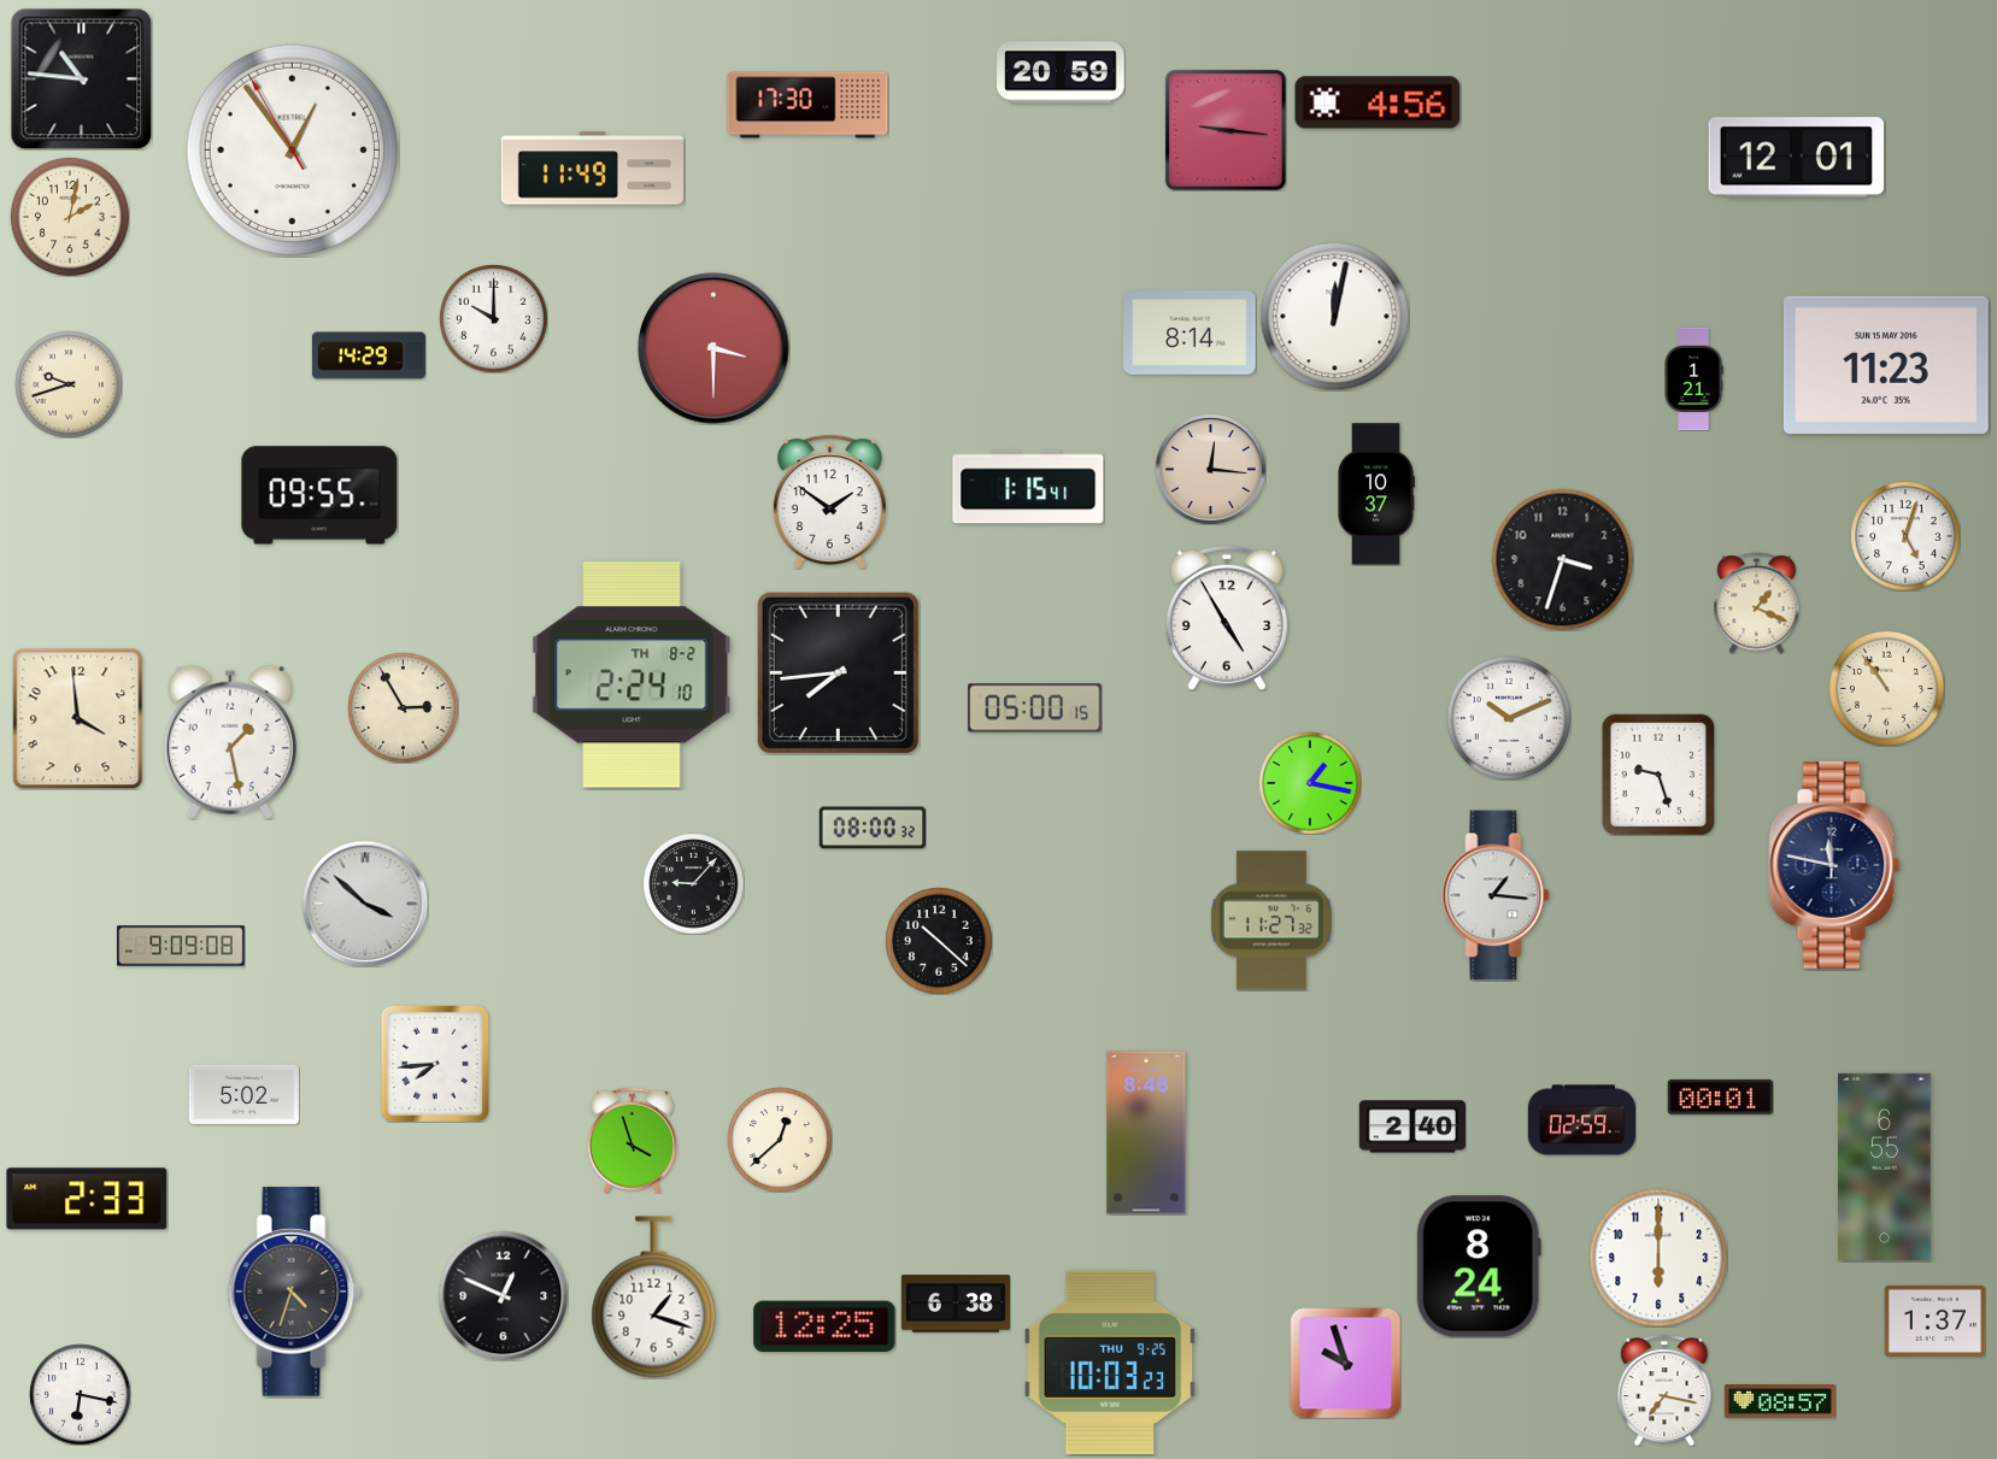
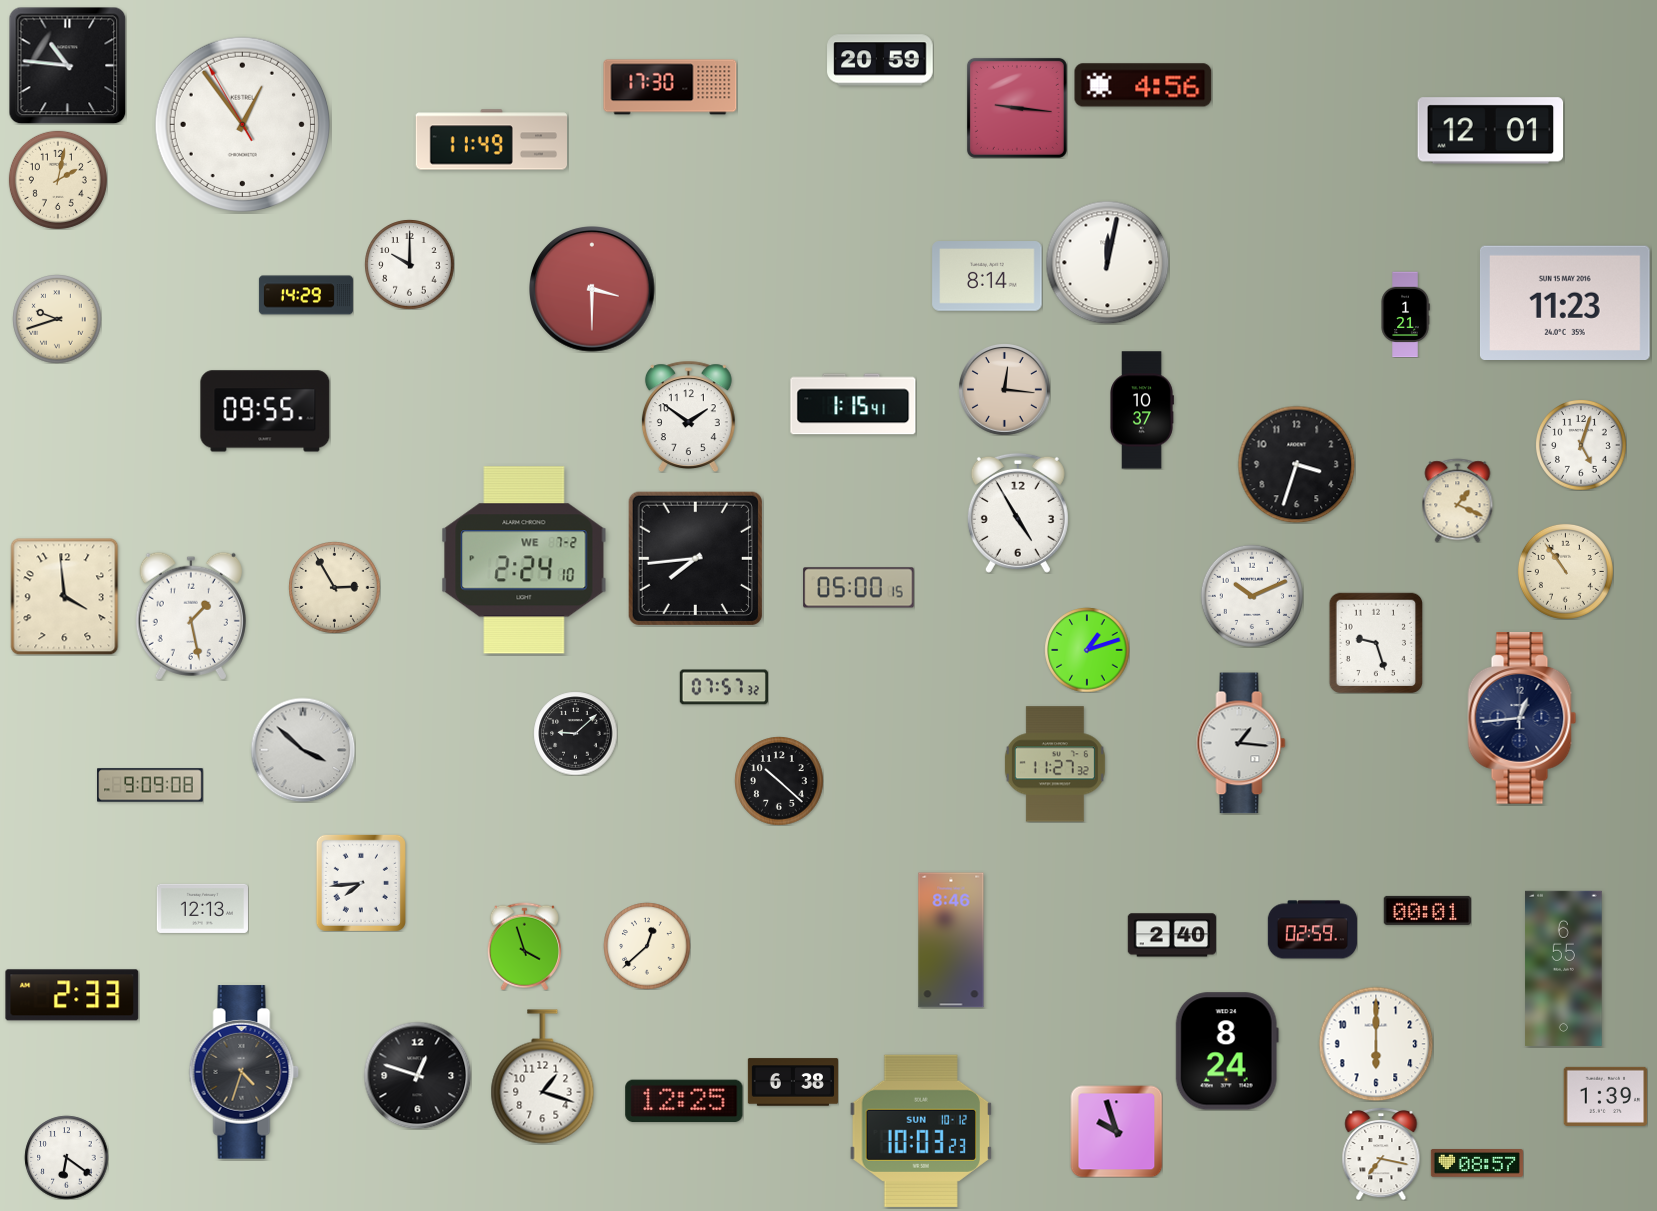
clock at (632, 675) date: TH 8-2 -> WE 7-2
clock at (1310, 783): 1:17 -> 1:12
clock at (871, 828): 08:00 -> 07:57
clock at (1834, 865): 11:47 -> 12:44
clock at (693, 883): 9:07 -> 9:08
clock at (243, 1094): 5:02 -> 12:13
clock at (503, 1295): 12:49 -> 12:48
clock at (1934, 1320): 1:37 -> 1:39
clock at (1110, 1363) date: THU 9-25 -> SUN 10-12
clock at (80, 1394): 6:17 -> 6:21
